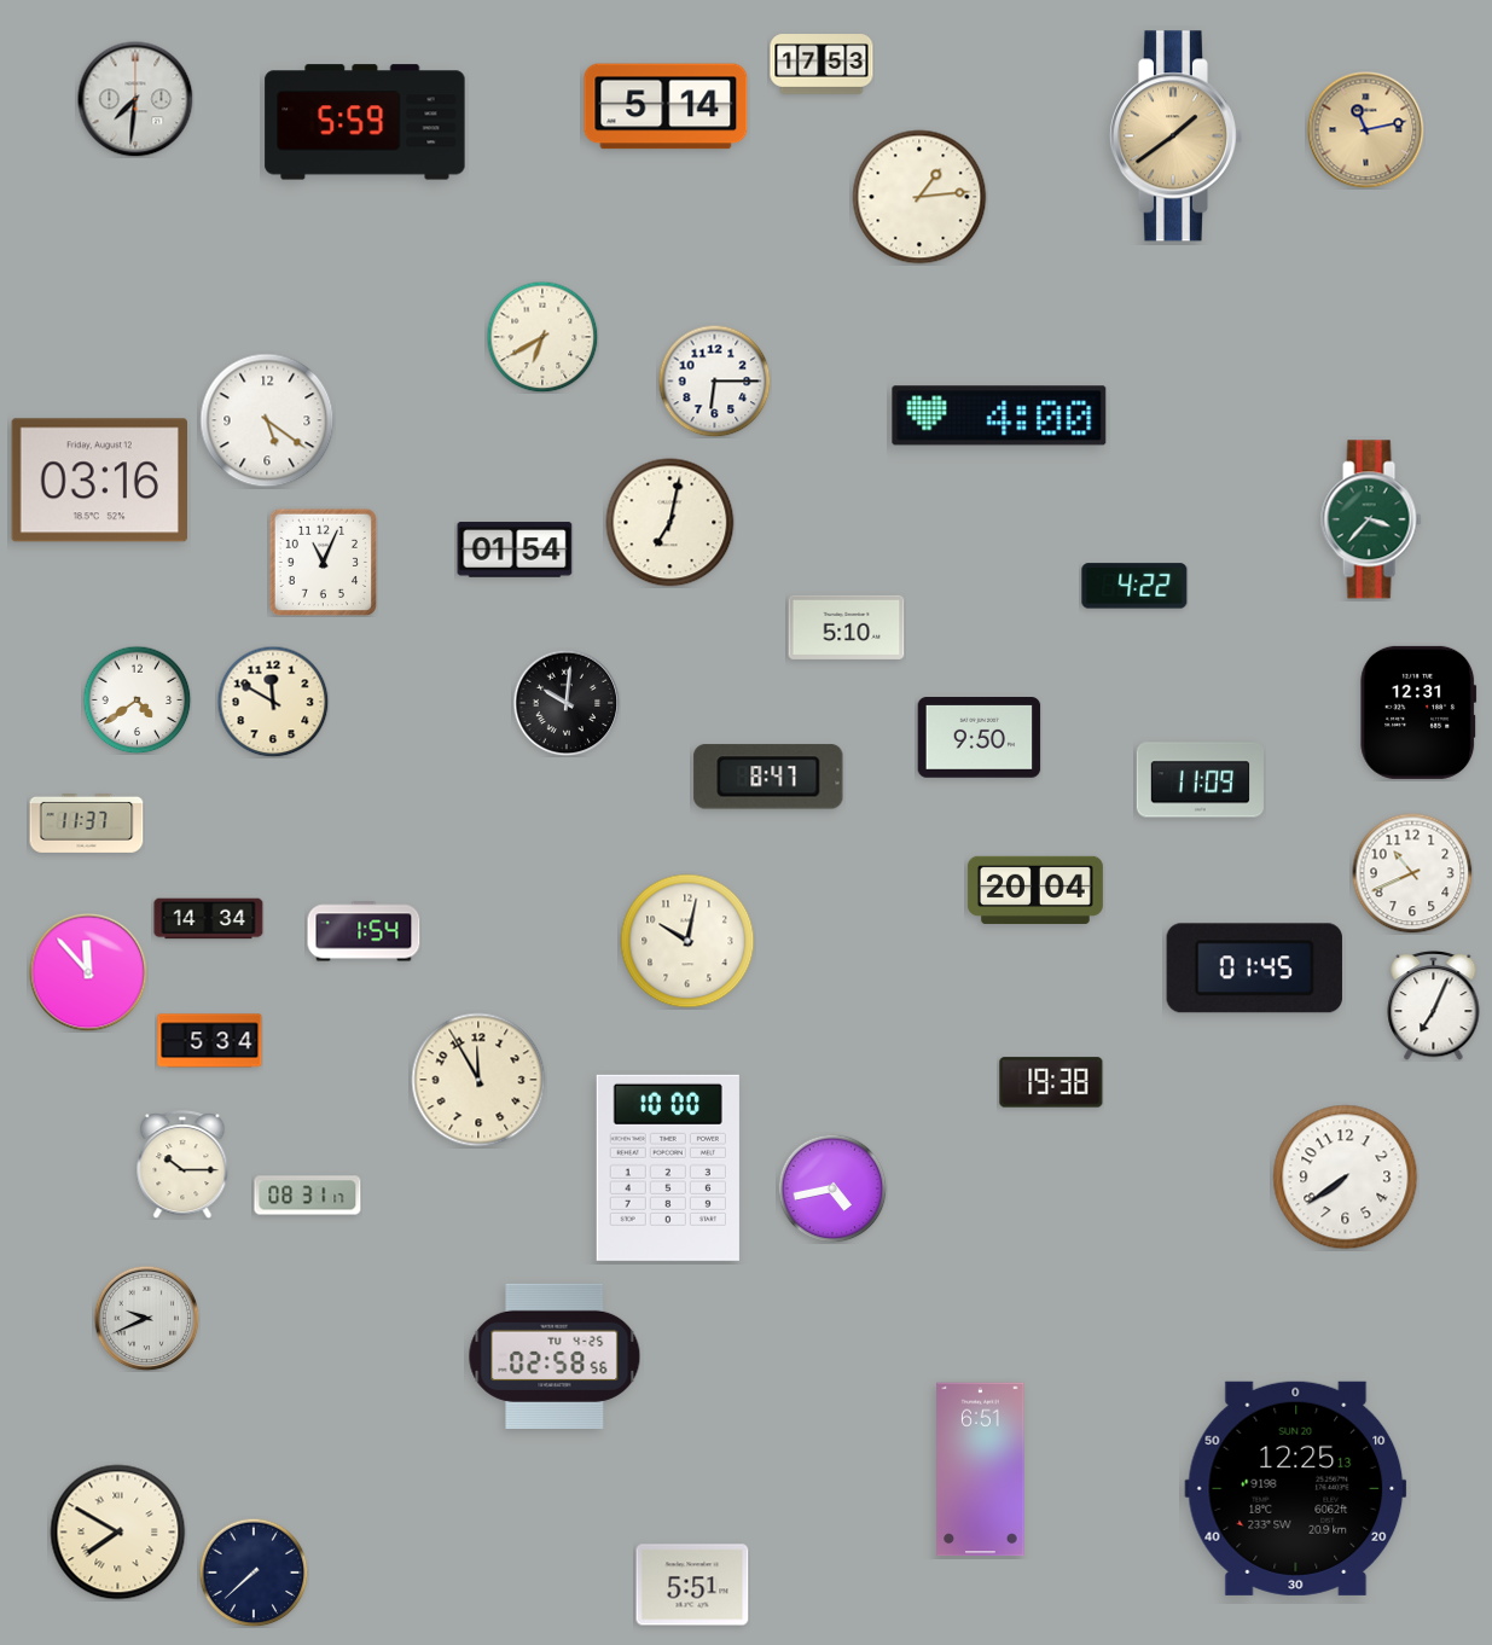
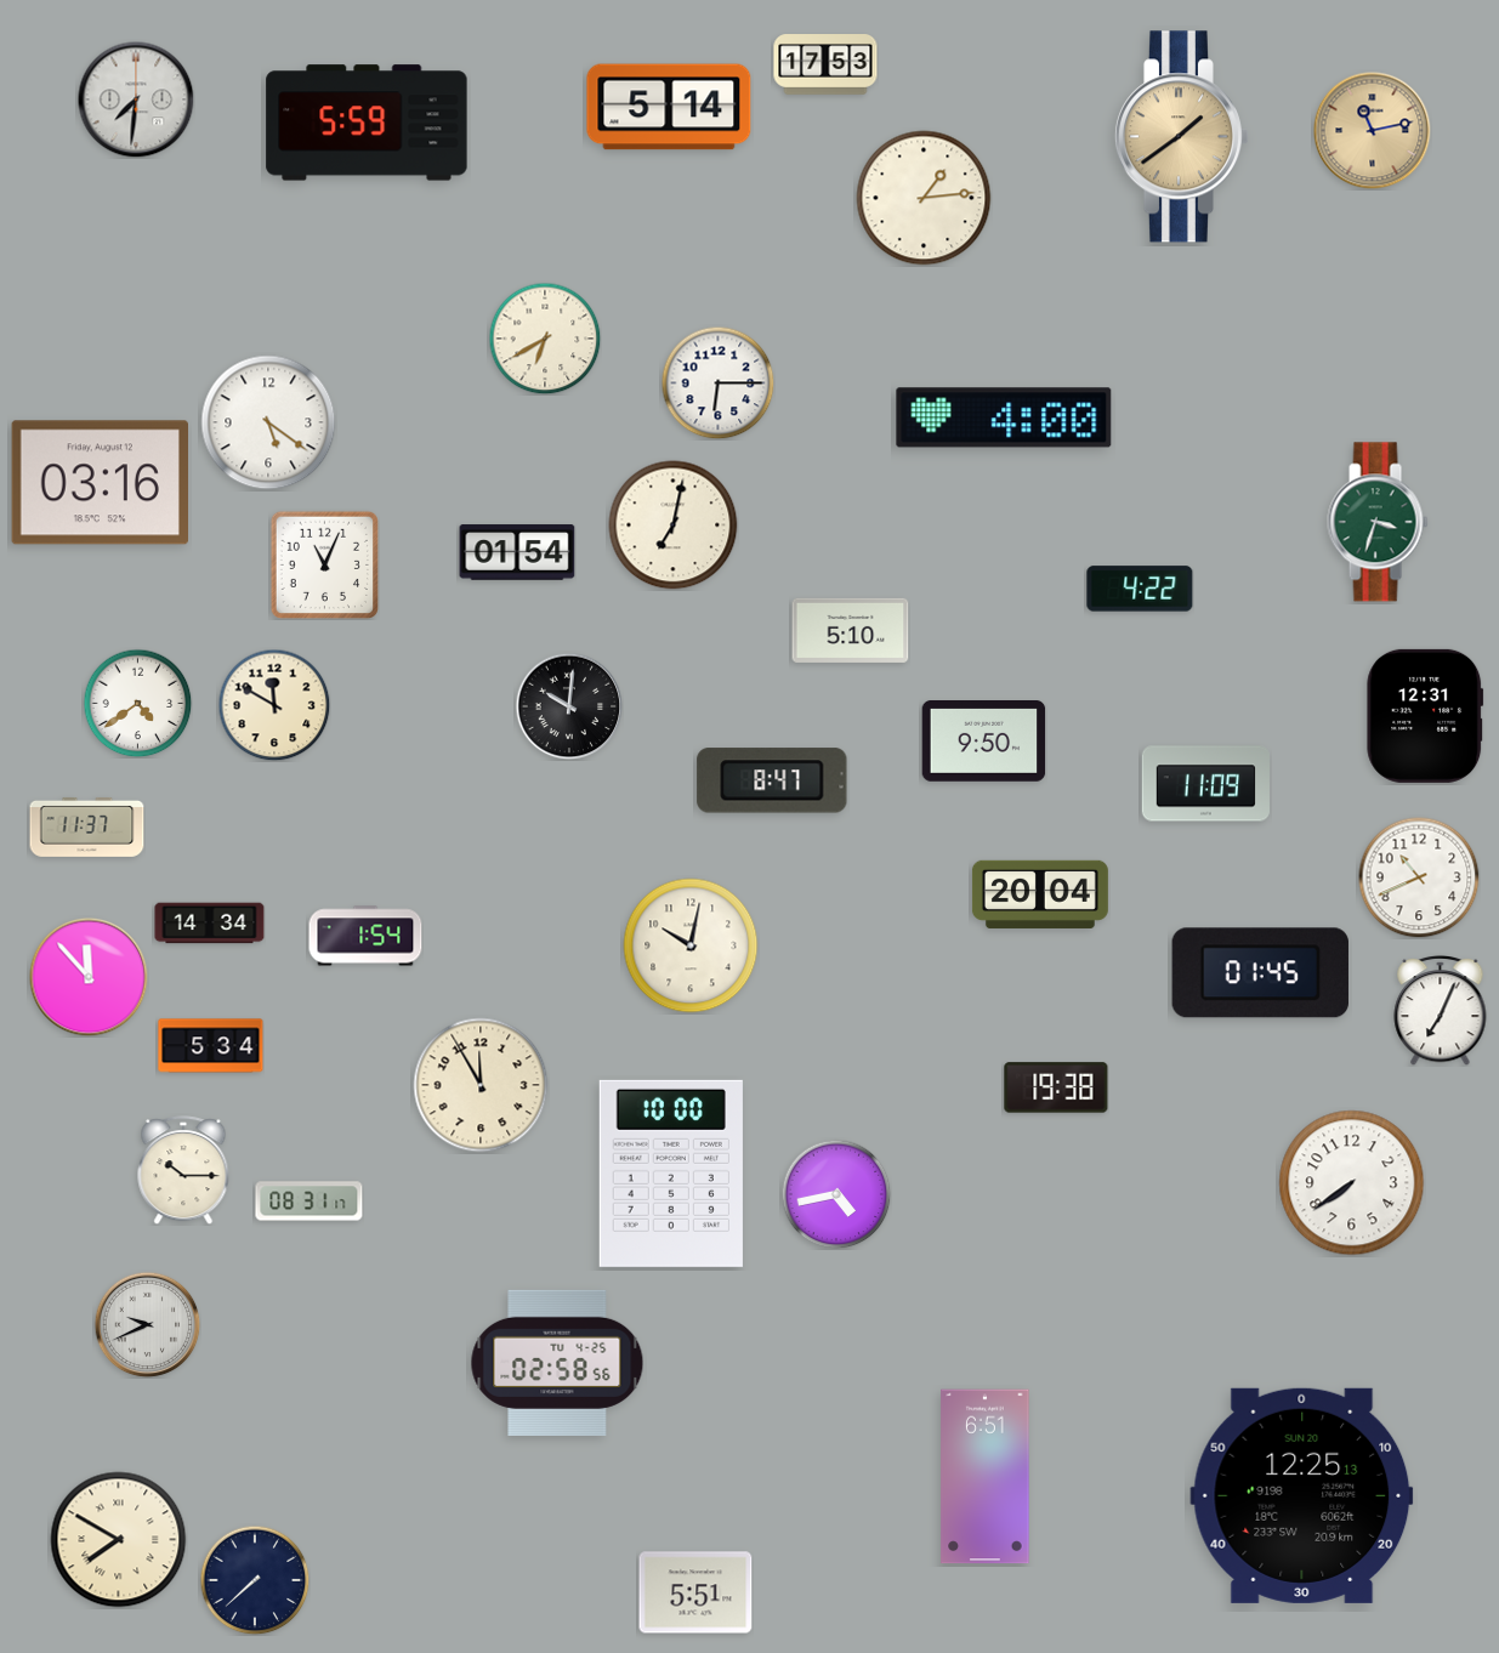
clock at (1371, 519): 3:37 -> 3:33
